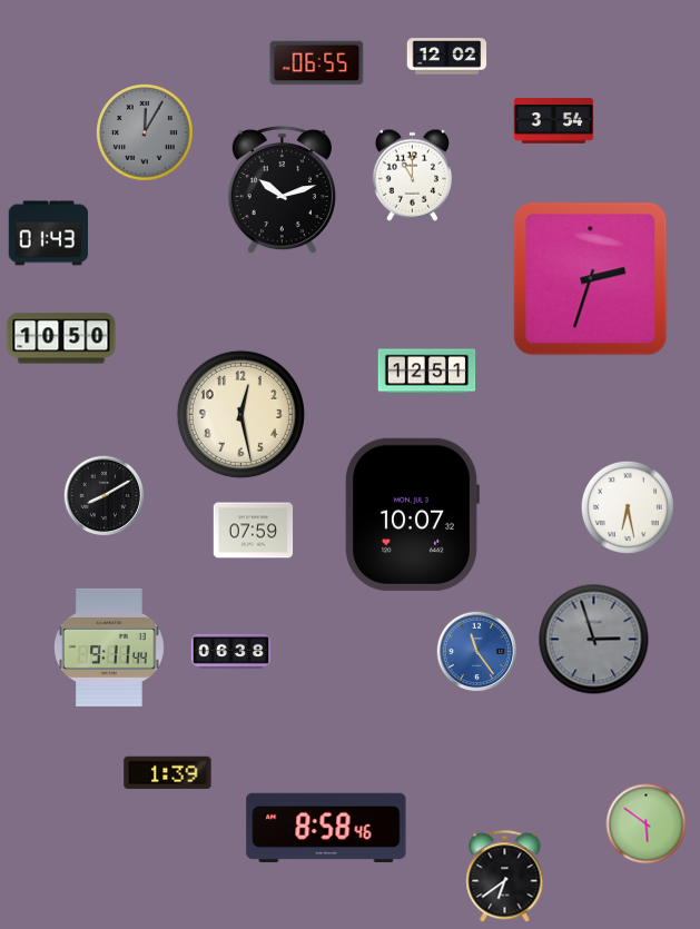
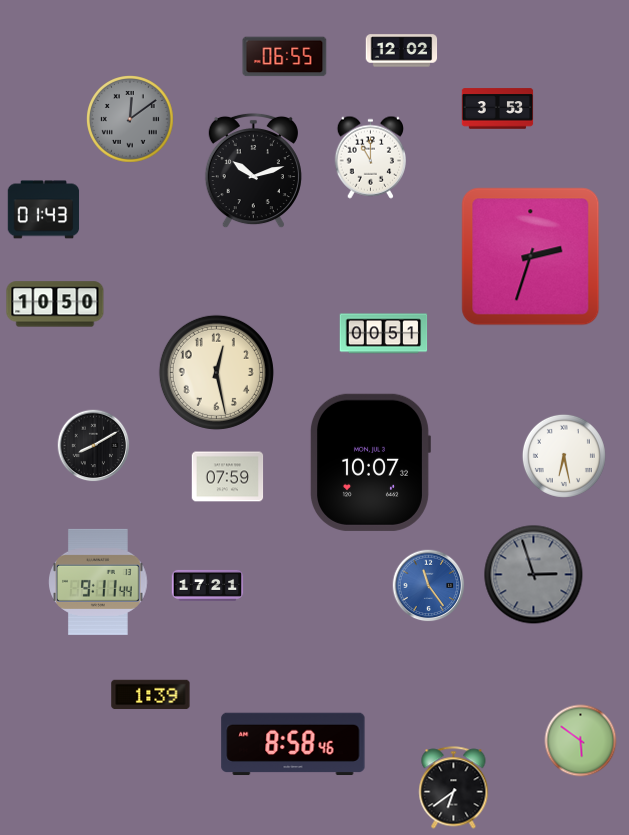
clock at (554, 121): 3:54 -> 3:53
clock at (146, 134): 12:05 -> 12:09
clock at (591, 279) position: (591, 279) -> (531, 257)
clock at (427, 372): 12:51 -> 00:51
clock at (231, 651): 06:38 -> 17:21
